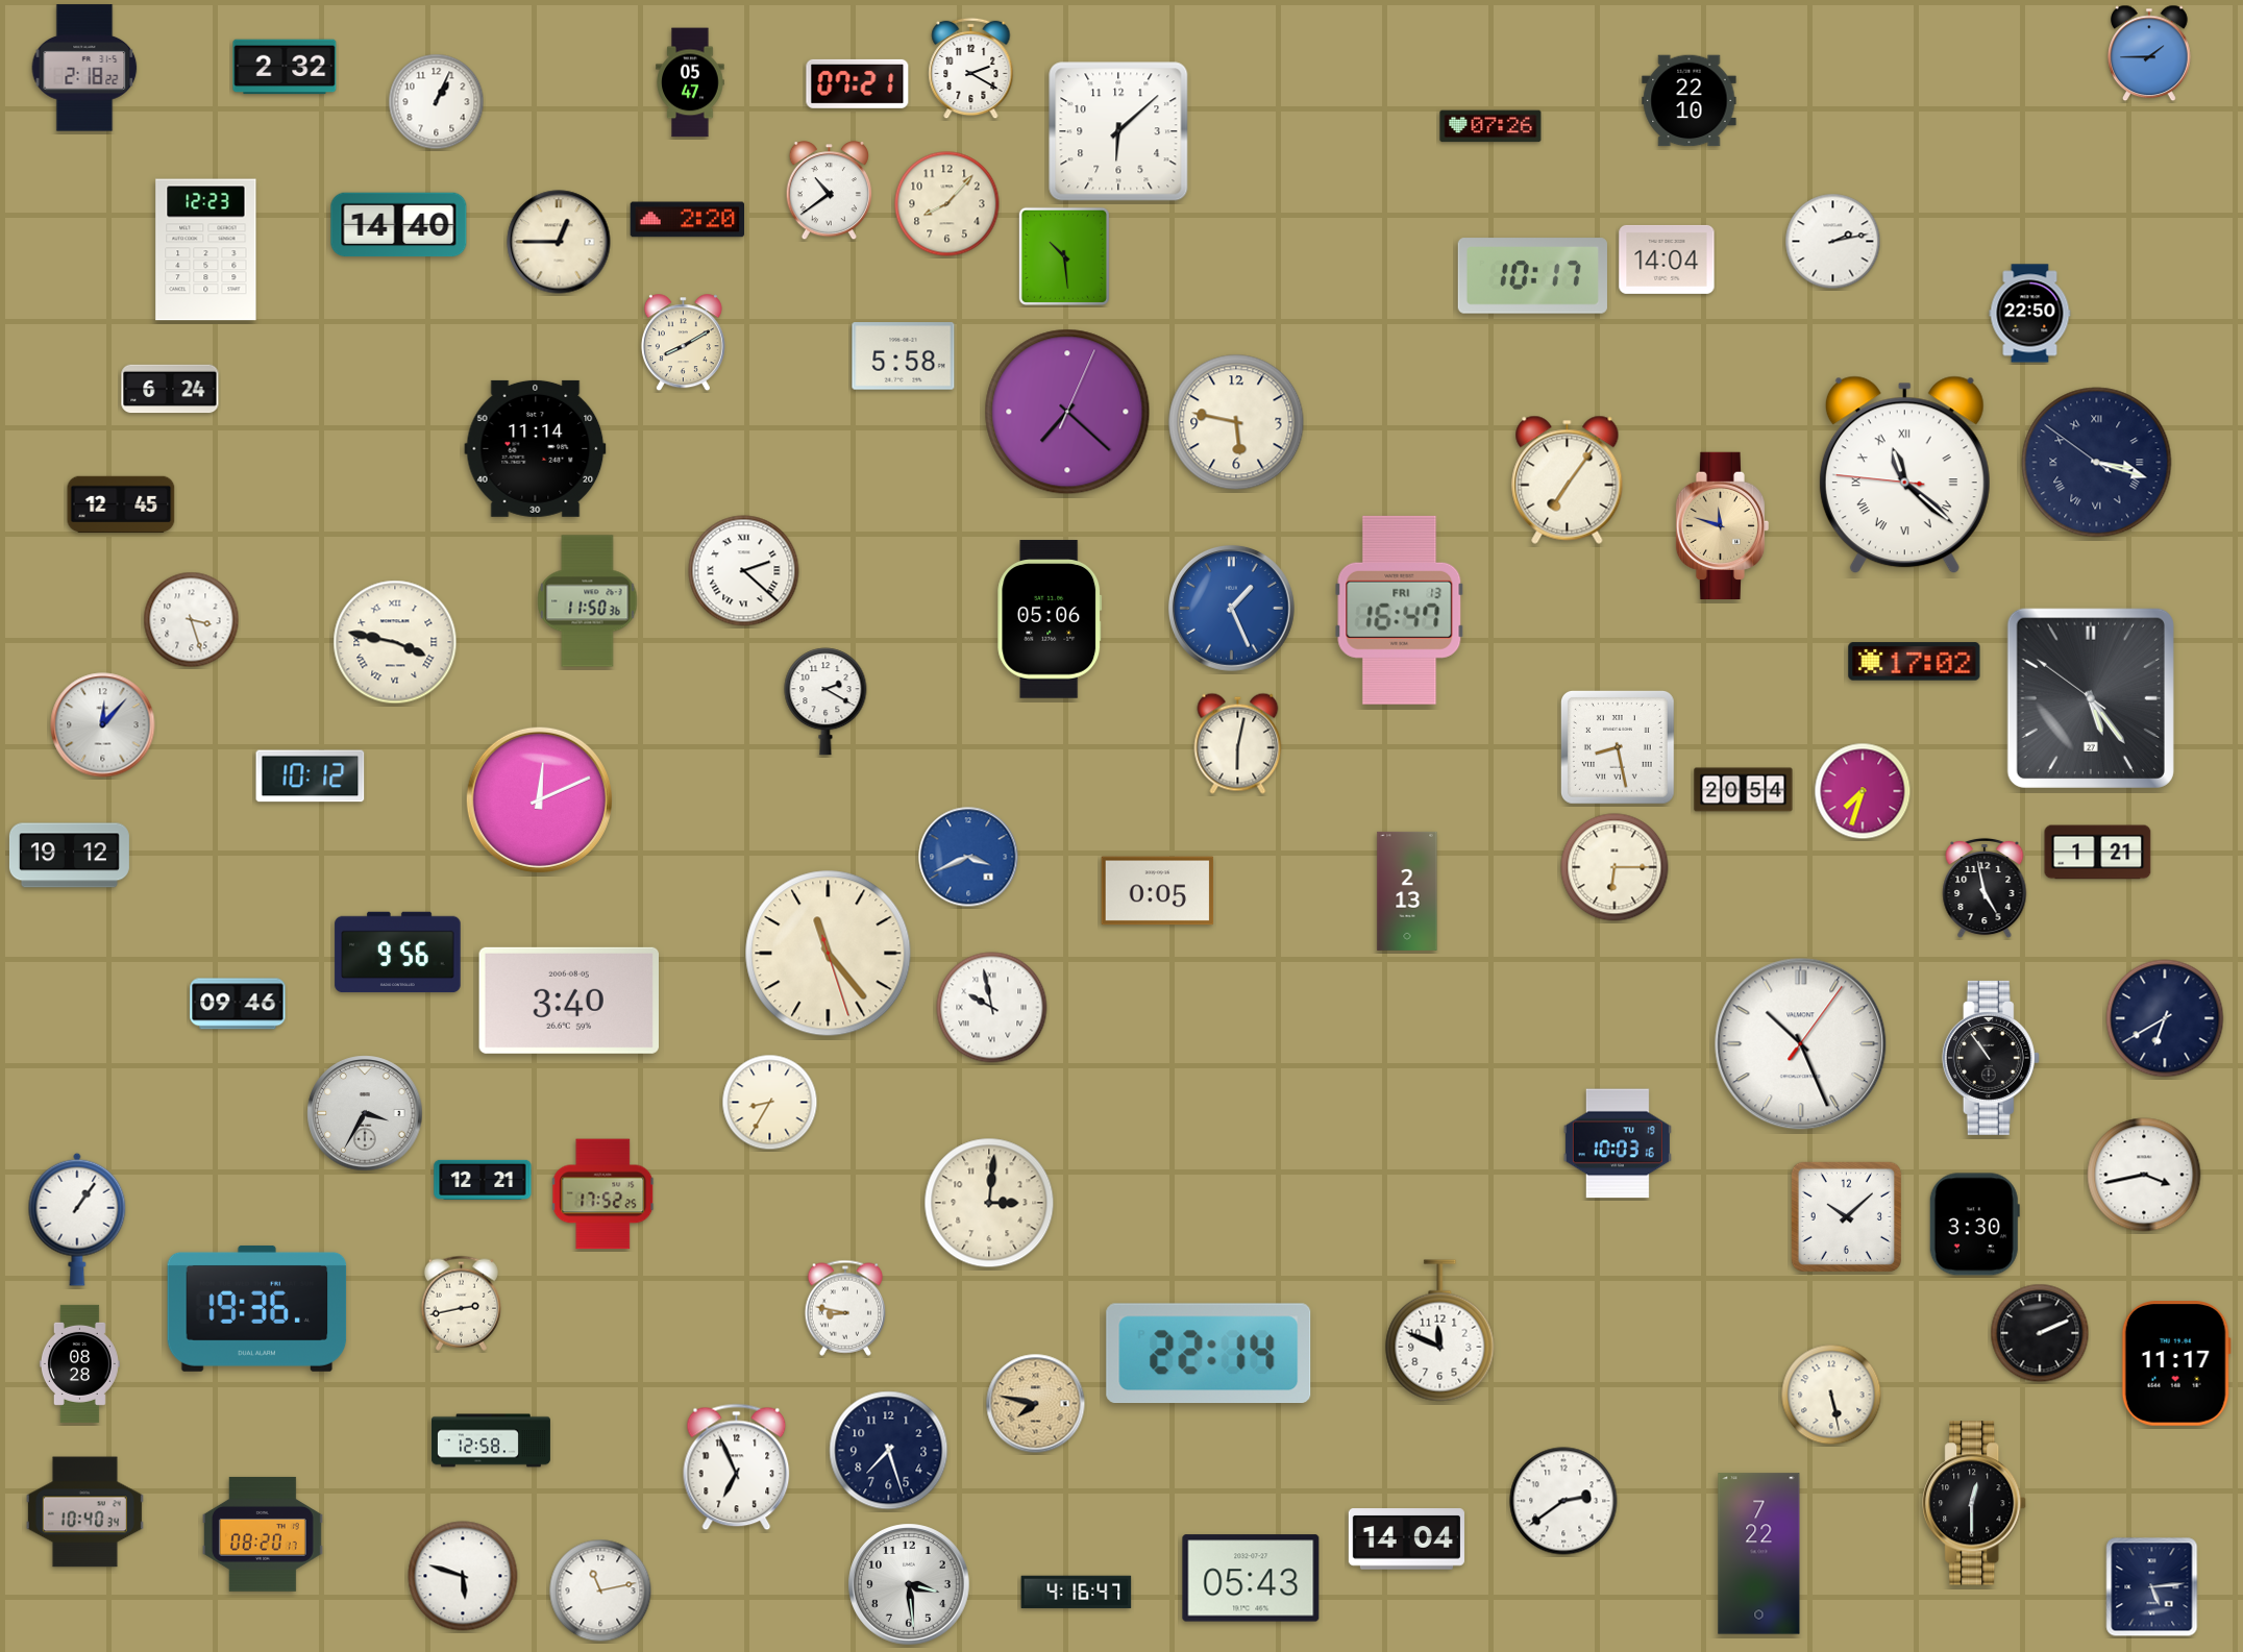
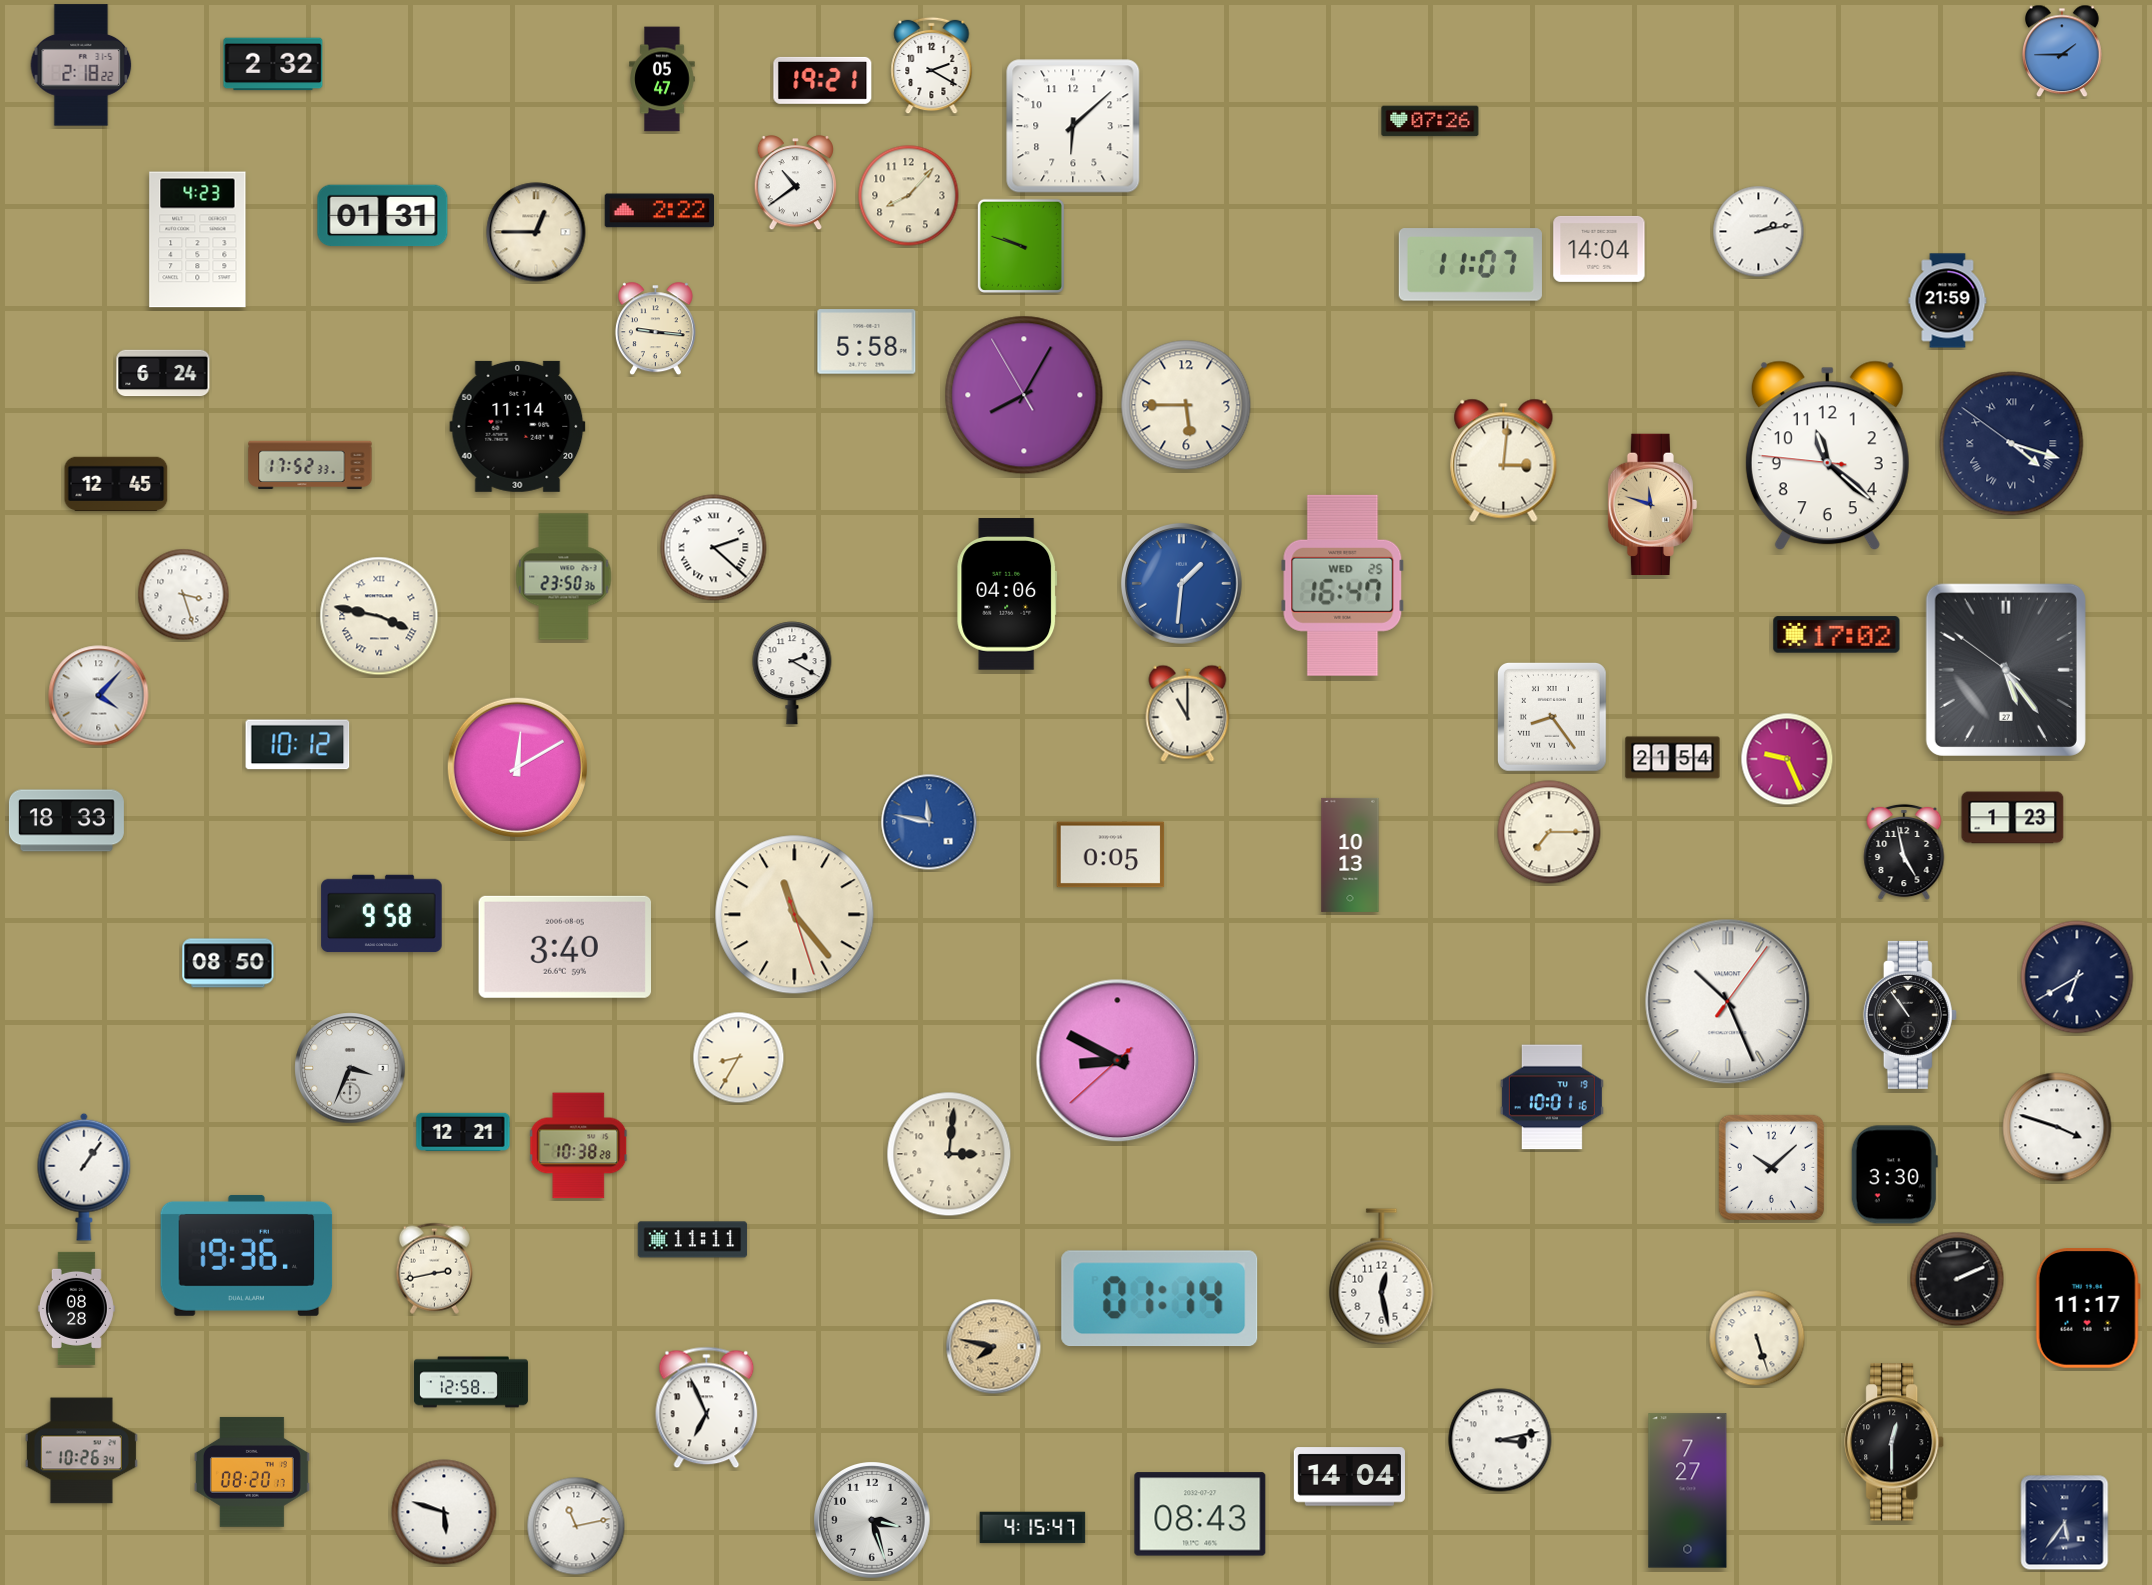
clock at (858, 83): 07:21 -> 19:21
clock at (1690, 101): 22:10 -> none
clock at (437, 102): 1:04 -> none
clock at (687, 220): 2:20 -> 2:22
clock at (399, 225): 14:40 -> 01:31
clock at (206, 250): 12:23 -> 4:23
clock at (1064, 256): 10:29 -> 9:48
clock at (1532, 276): 10:17 -> 11:07
clock at (2030, 314): 22:50 -> 21:59
clock at (683, 343): 8:10 -> 9:16
clock at (1067, 412): 7:22 -> 8:04
clock at (1236, 422): 5:47 -> 5:45
clock at (536, 448) position: (536, 448) -> (518, 426)
clock at (2097, 463): 3:17 -> 4:17
clock at (1904, 475) numerals: Roman -> Arabic
clock at (1568, 479): 7:06 -> 3:01
clock at (310, 465): none -> 17:52
clock at (588, 601): 11:50 -> 23:50
clock at (1231, 608): 1:26 -> 1:31
clock at (1400, 610) date: FRI 13 -> WED 25
clock at (1050, 619): 05:06 -> 04:06
clock at (103, 725): 12:07 -> 4:07
clock at (1238, 743): 6:02 -> 11:00
clock at (1618, 747): 8:28 -> 8:24
clock at (1744, 790): 20:54 -> 21:54
clock at (1863, 791): 7:33 -> 9:26
clock at (539, 799): 12:11 -> 12:10
clock at (2098, 853): 1:21 -> 1:23
clock at (69, 856): 19:12 -> 18:33
clock at (968, 857): 3:41 -> 11:47
clock at (1615, 867): 6:15 -> 7:15
clock at (1407, 891): 2:13 -> 10:13
clock at (398, 953): 9:56 -> 9:58
clock at (568, 1001) position: (568, 1001) -> (564, 947)
clock at (238, 1004): 09:46 -> 08:50
clock at (992, 1008): 9:58 -> none
clock at (1118, 1061): none -> 8:49
clock at (365, 1113): 3:35 -> 3:34
clock at (1618, 1143): 10:03 -> 10:01
clock at (2144, 1175): 3:43 -> 3:48
clock at (603, 1194): 17:52 -> 10:38
clock at (77, 1219) position: (77, 1219) -> (84, 1177)
clock at (693, 1240): none -> 11:11
clock at (461, 1303) position: (461, 1303) -> (434, 1268)
clock at (845, 1308): 8:47 -> none
clock at (1440, 1331): 11:49 -> 12:28
clock at (1209, 1354): 22:14 -> 01:14
clock at (1831, 1395): 5:28 -> 5:27
clock at (889, 1451): 7:27 -> none
clock at (1563, 1501): 2:39 -> 3:13
clock at (84, 1512): 10:40 -> 10:26
clock at (1759, 1554): 7:22 -> 7:27
clock at (1251, 1578): 05:43 -> 08:43
clock at (909, 1584): 3:29 -> 3:27
clock at (2152, 1587): 5:14 -> 5:36
clock at (1077, 1593): 4:16 -> 4:15
